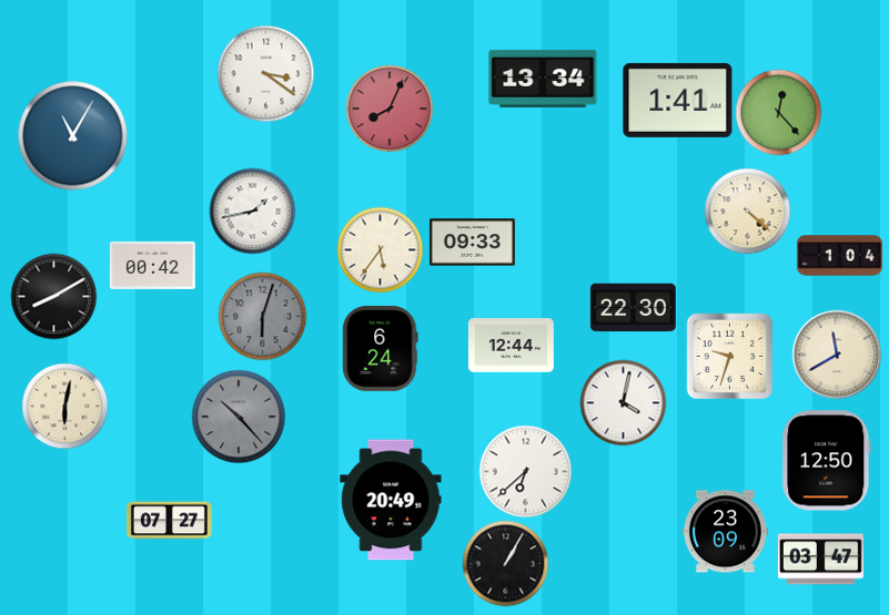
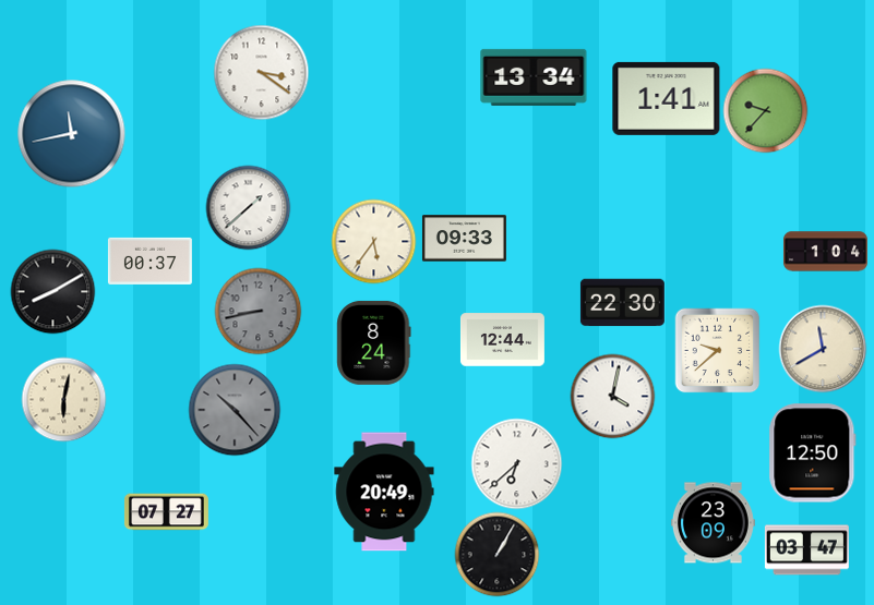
clock at (390, 109): 8:04 -> none
clock at (778, 112): 12:23 -> 9:37
clock at (73, 136): 11:05 -> 11:43
clock at (252, 211): 1:43 -> 1:38
clock at (747, 211): 4:22 -> none
clock at (380, 249) position: (380, 249) -> (373, 241)
clock at (152, 265): 00:42 -> 00:37
clock at (262, 316): 6:03 -> 8:43
clock at (381, 348): 6:24 -> 8:24
clock at (729, 356): 9:33 -> 9:38
